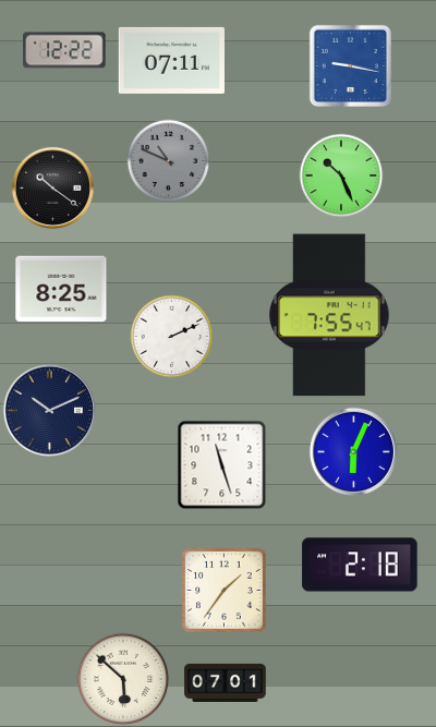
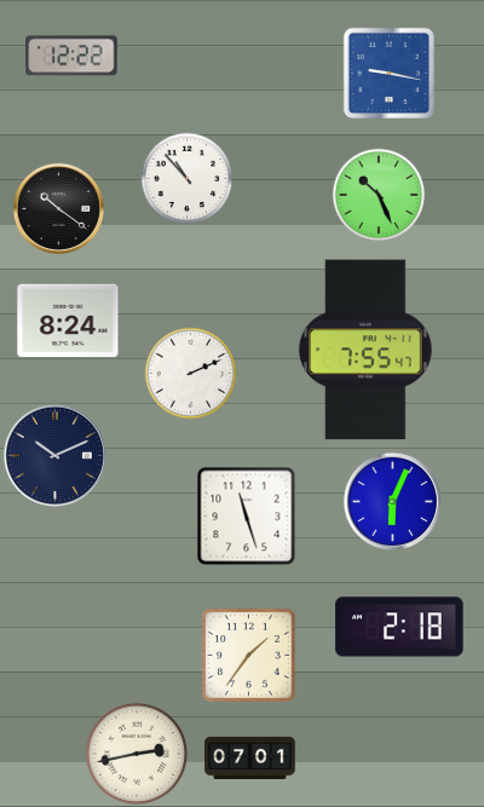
clock at (171, 60): 07:11 -> none
clock at (169, 161): 10:49 -> 10:53
clock at (169, 161) dial: grey -> white
clock at (61, 289): 8:25 -> 8:24
clock at (123, 679): 5:52 -> 2:43
